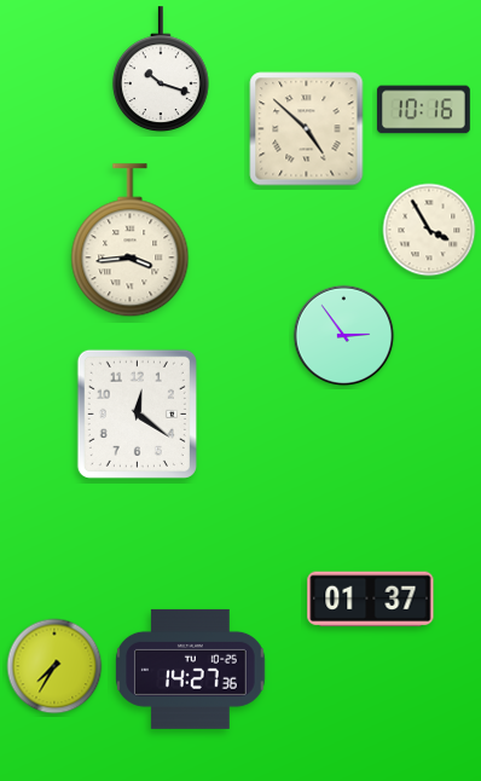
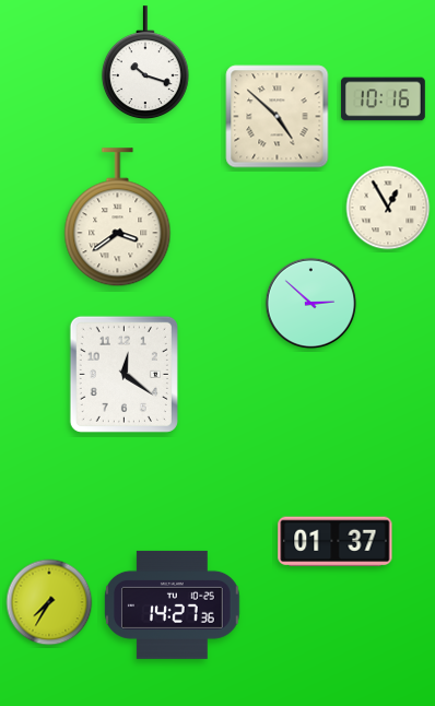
clock at (429, 230): 3:55 -> 12:55
clock at (131, 241): 3:44 -> 3:39
clock at (344, 336): 2:54 -> 2:52
